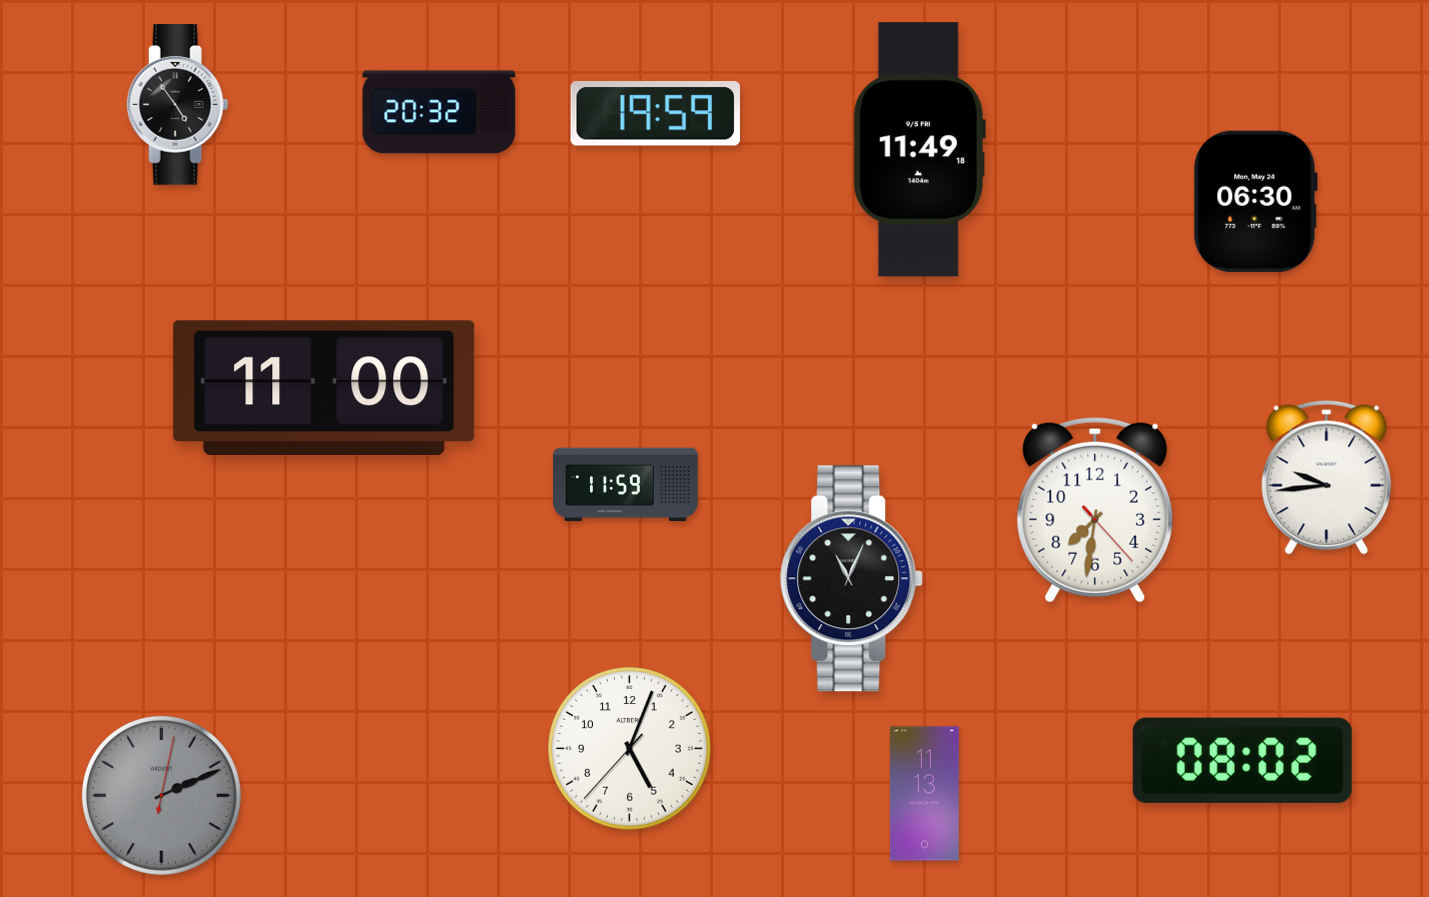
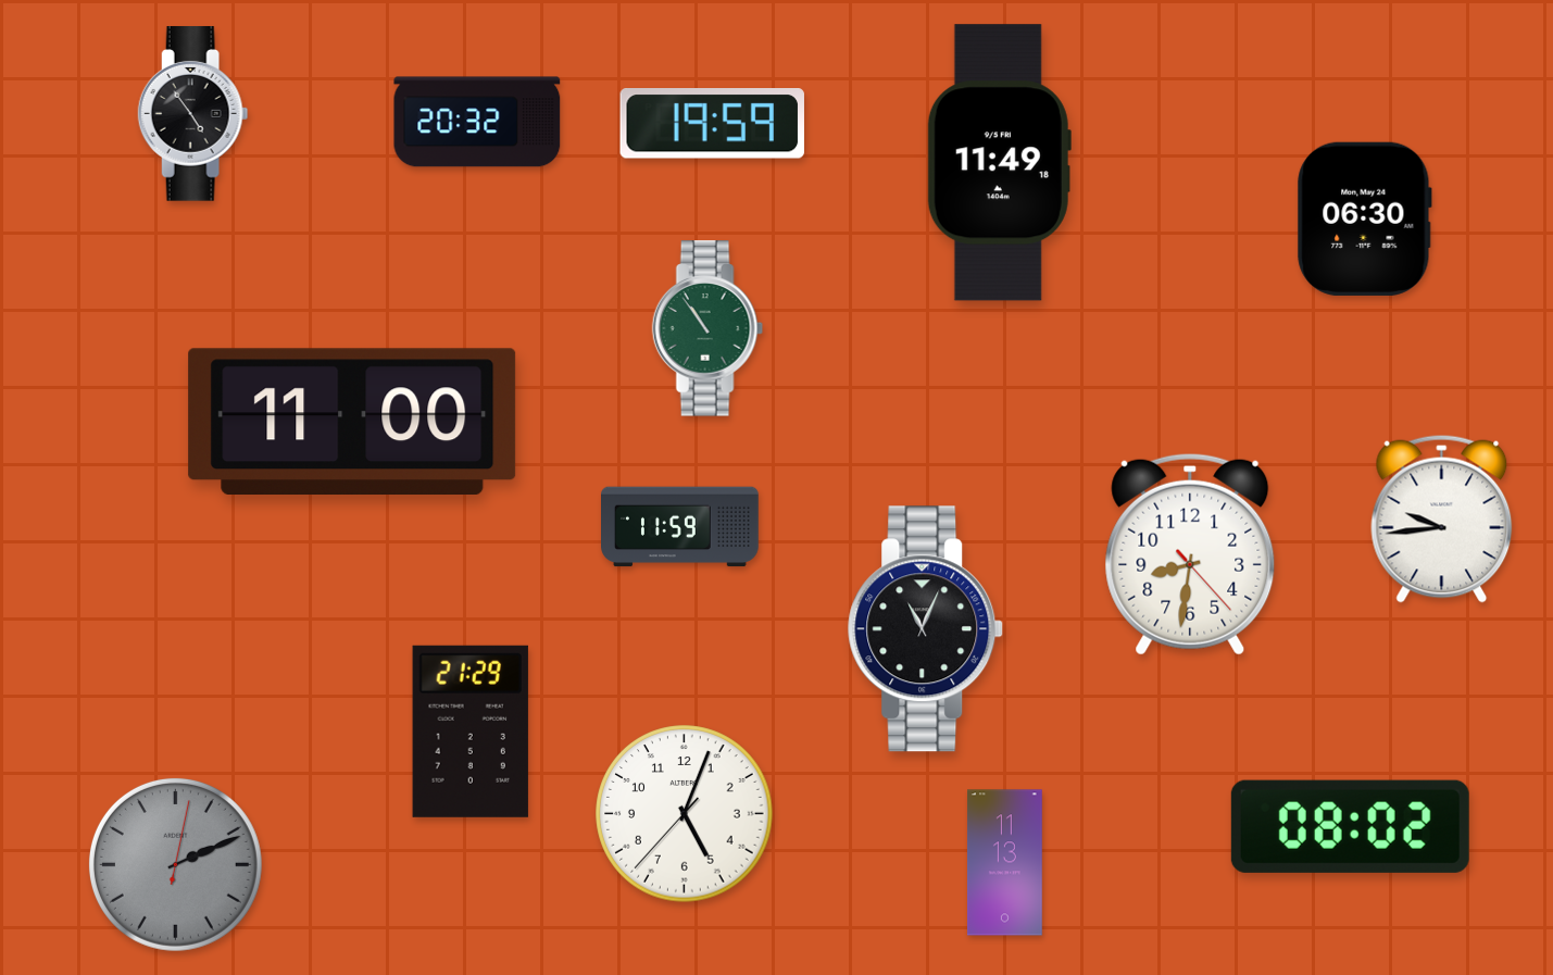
clock at (707, 328): none -> 10:54
clock at (1095, 510): 7:31 -> 8:31
clock at (471, 732): none -> 21:29
